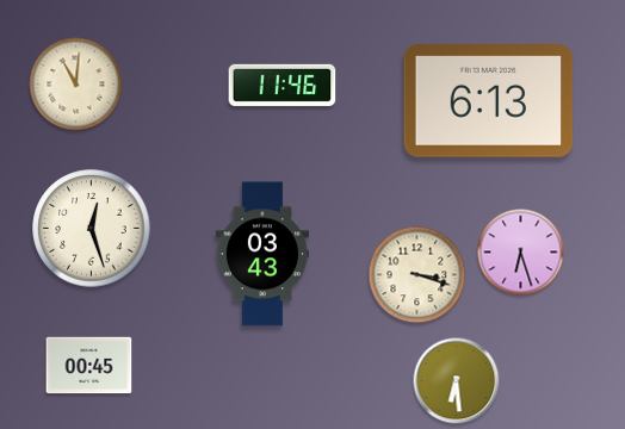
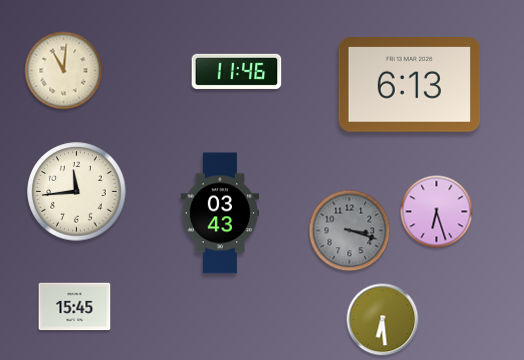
clock at (92, 229): 12:27 -> 11:44
clock at (417, 275) dial: cream -> grey
clock at (89, 366): 00:45 -> 15:45
